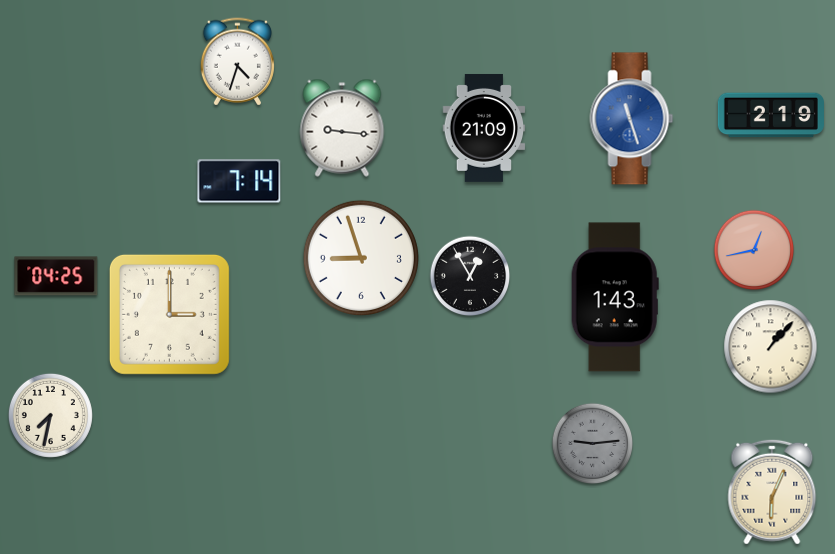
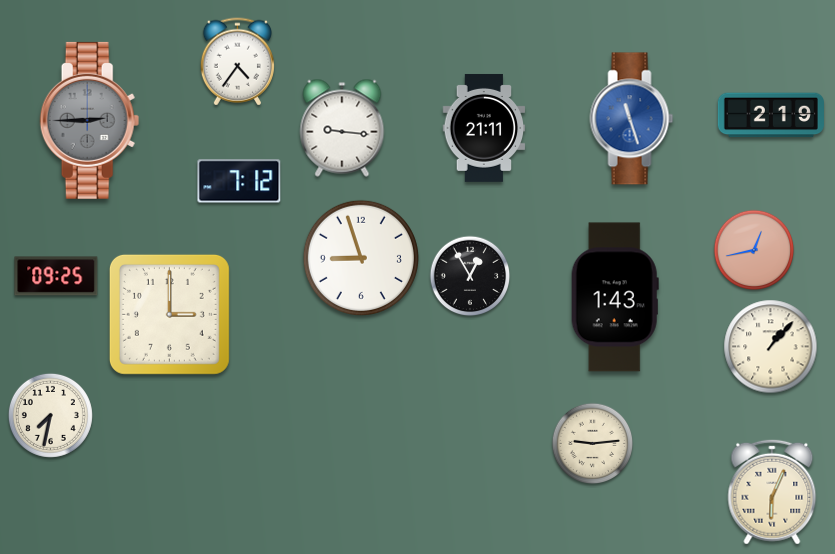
clock at (237, 62): 4:33 -> 4:36
clock at (90, 120): none -> 2:45
clock at (484, 128): 21:09 -> 21:11
clock at (239, 181): 7:14 -> 7:12
clock at (56, 276): 04:25 -> 09:25
clock at (593, 444) dial: grey -> cream
